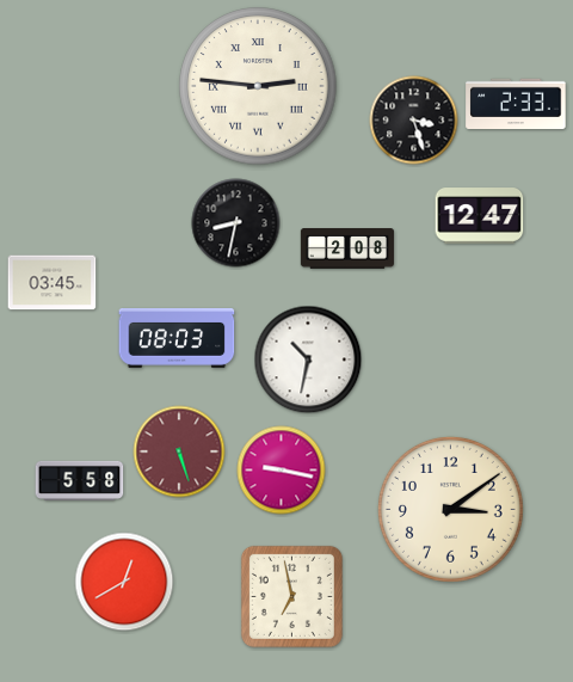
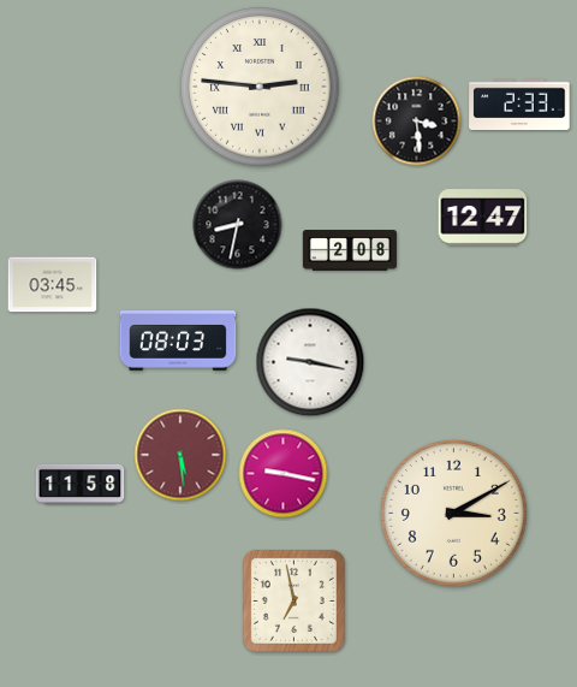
clock at (414, 121): 3:27 -> 3:29
clock at (308, 360): 10:32 -> 9:17
clock at (179, 451): 5:27 -> 5:29
clock at (80, 480): 5:58 -> 11:58
clock at (450, 509): 3:09 -> 3:10
clock at (124, 582): 12:40 -> none
